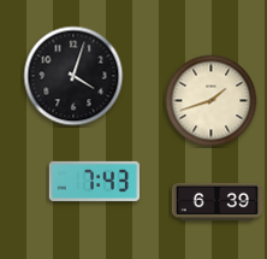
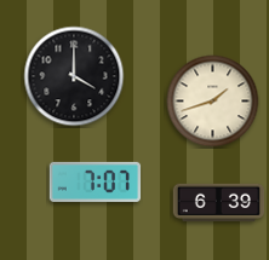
clock at (73, 76): 4:03 -> 4:00
clock at (95, 181): 7:43 -> 7:07
